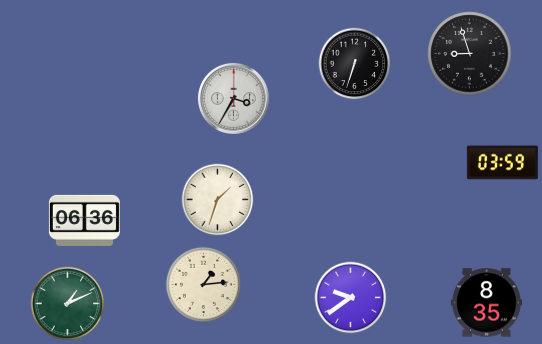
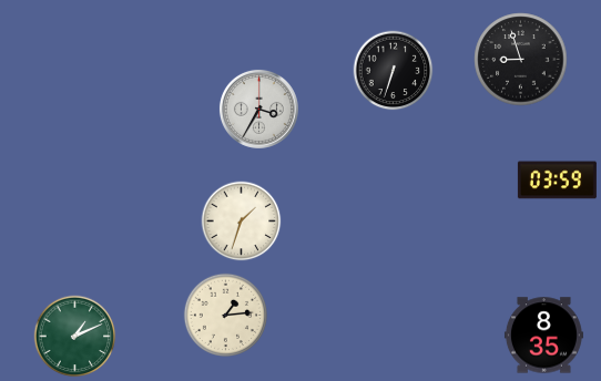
clock at (84, 220): 06:36 -> none
clock at (351, 298): 9:39 -> none
clock at (486, 303) position: (486, 303) -> (543, 336)
